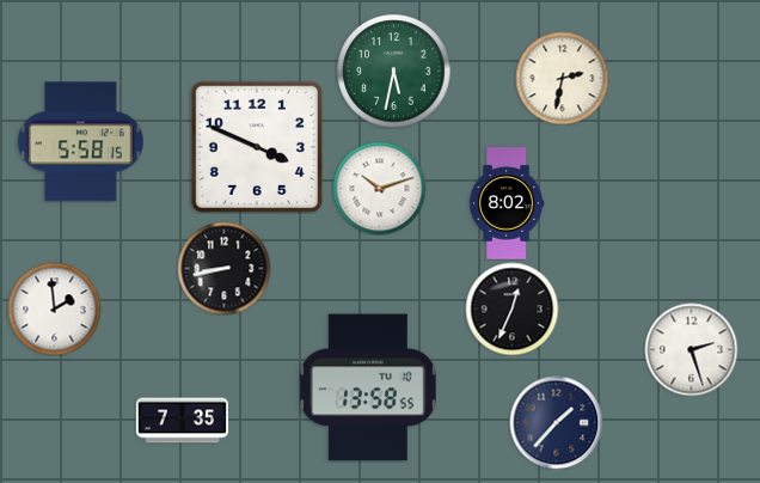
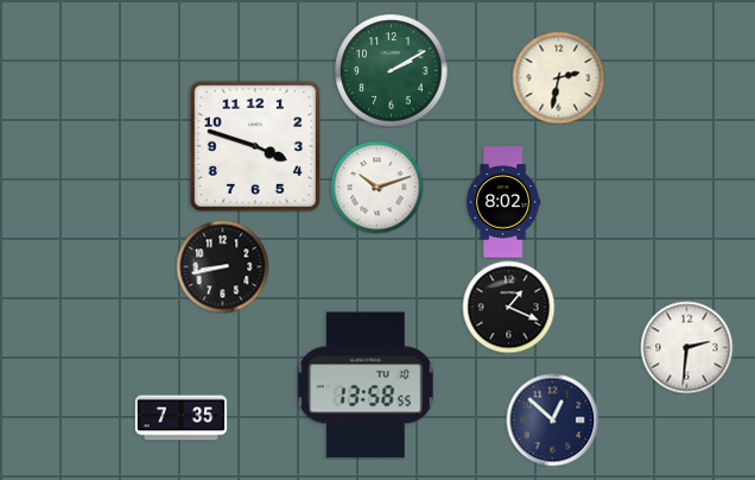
clock at (393, 71): 5:32 -> 2:10
clock at (80, 142): 5:58 -> none
clock at (257, 147): 3:49 -> 3:48
clock at (54, 308): 1:59 -> none
clock at (511, 308): 12:34 -> 1:19
clock at (691, 349): 2:27 -> 2:31
clock at (556, 422): 1:37 -> 12:52
